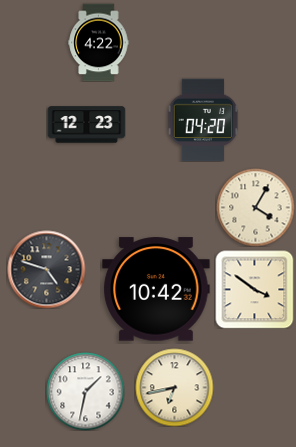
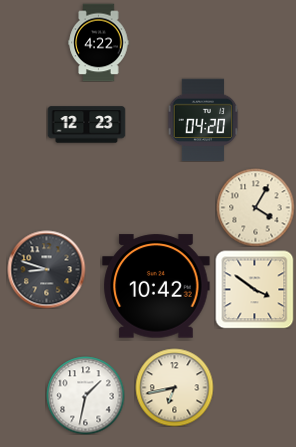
clock at (46, 269): 4:48 -> 8:48
clock at (156, 289) position: (156, 289) -> (156, 286)
clock at (85, 391) position: (85, 391) -> (85, 395)
